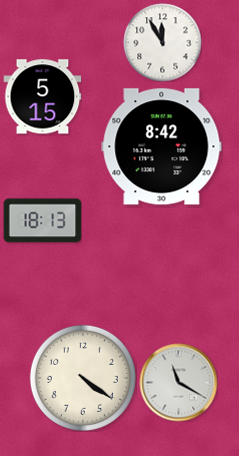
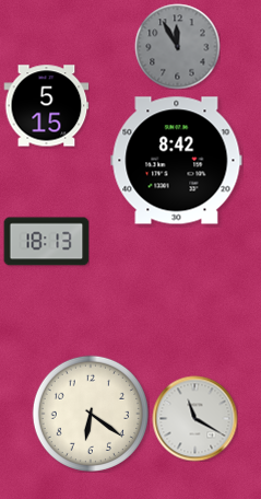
clock at (162, 42) dial: white -> grey
clock at (82, 378): 4:21 -> 6:21
